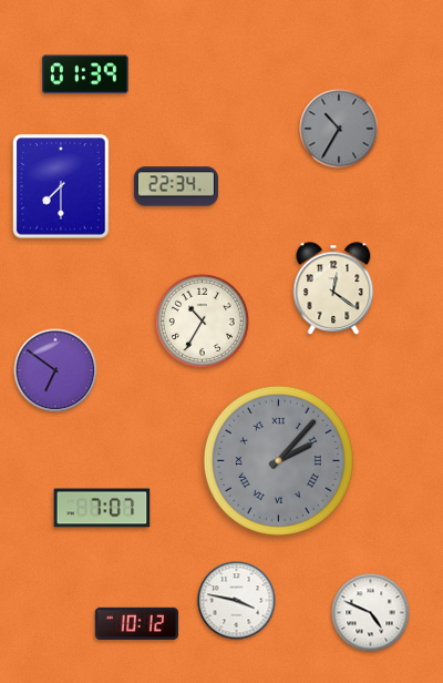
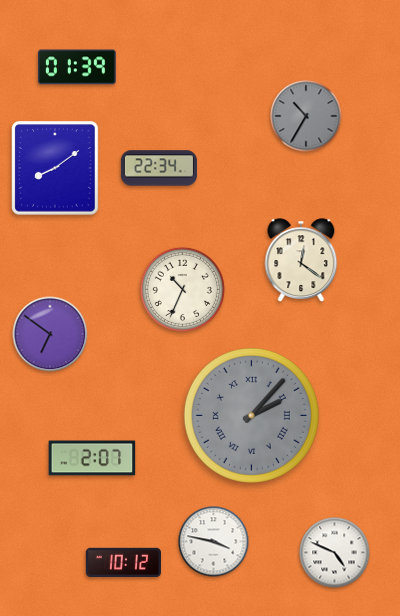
clock at (61, 186): 7:30 -> 8:09
clock at (202, 320): 10:35 -> 10:34
clock at (102, 508): 7:07 -> 2:07
